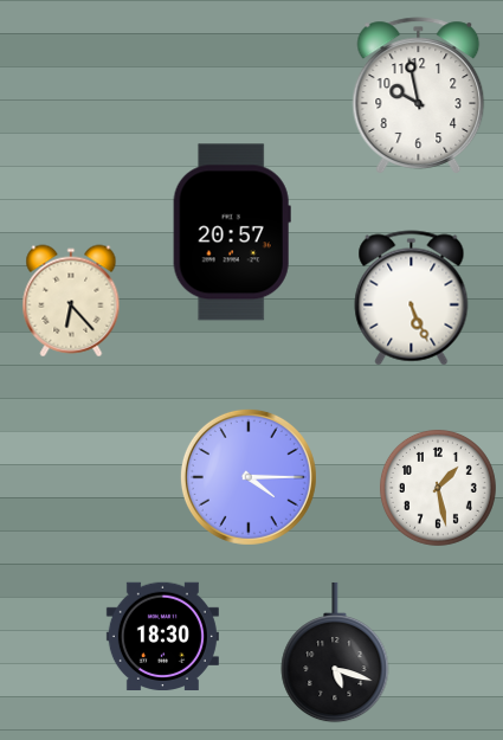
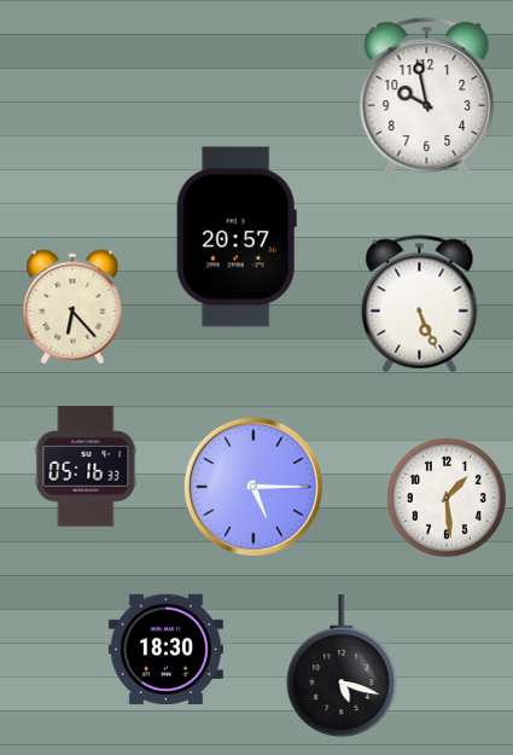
clock at (86, 466): none -> 05:16
clock at (249, 477): 4:15 -> 5:15
clock at (438, 488): 1:28 -> 1:29
